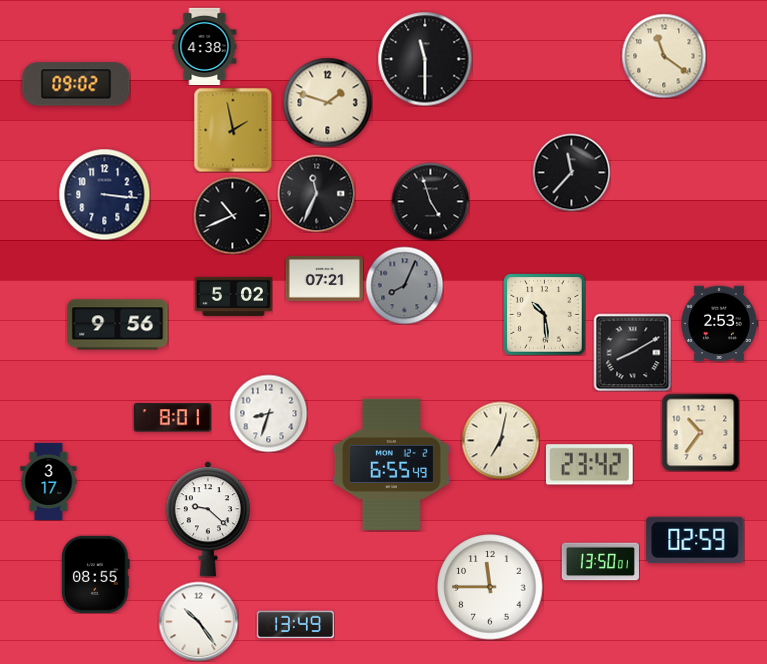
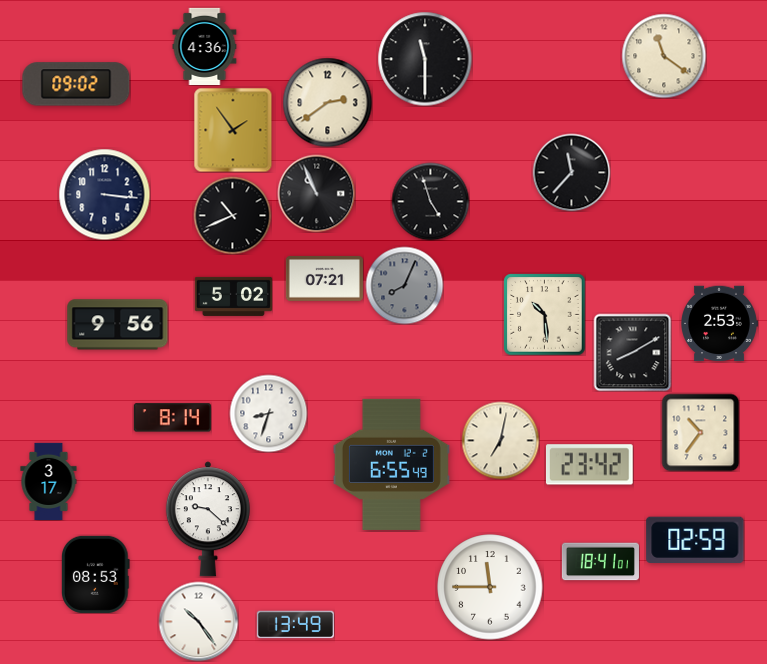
clock at (205, 46): 4:38 -> 4:36
clock at (327, 102): 1:48 -> 2:39
clock at (233, 130): 1:58 -> 1:54
clock at (316, 193): 11:34 -> 10:56
clock at (172, 418): 8:01 -> 8:14
clock at (600, 562): 13:50 -> 18:41
clock at (96, 574): 08:55 -> 08:53
